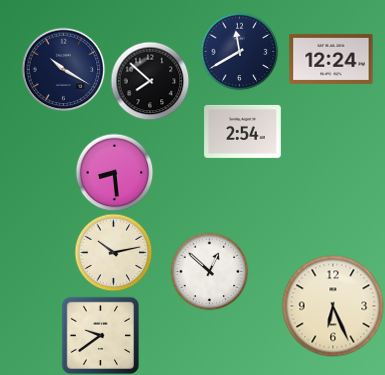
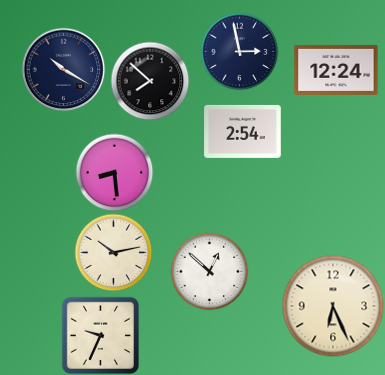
clock at (239, 51): 11:40 -> 2:58
clock at (331, 59) position: (331, 59) -> (336, 70)
clock at (100, 335): 9:39 -> 9:34
